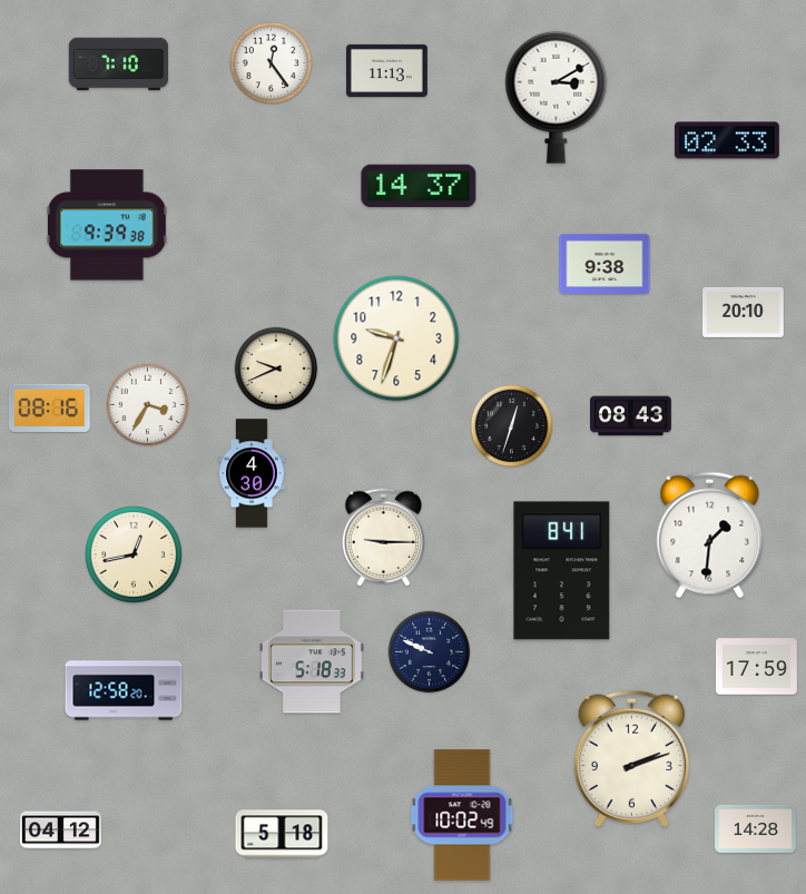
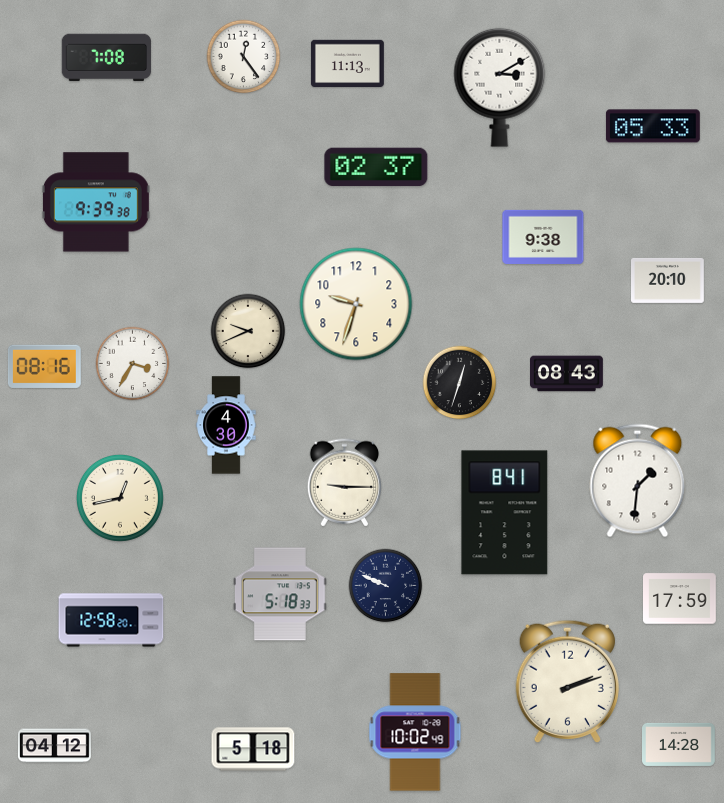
clock at (119, 65): 7:10 -> 7:08
clock at (727, 140): 02:33 -> 05:33
clock at (419, 186): 14:37 -> 02:37
